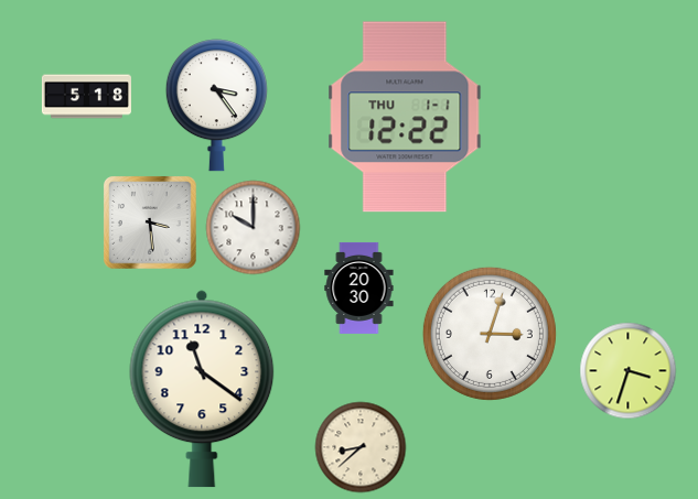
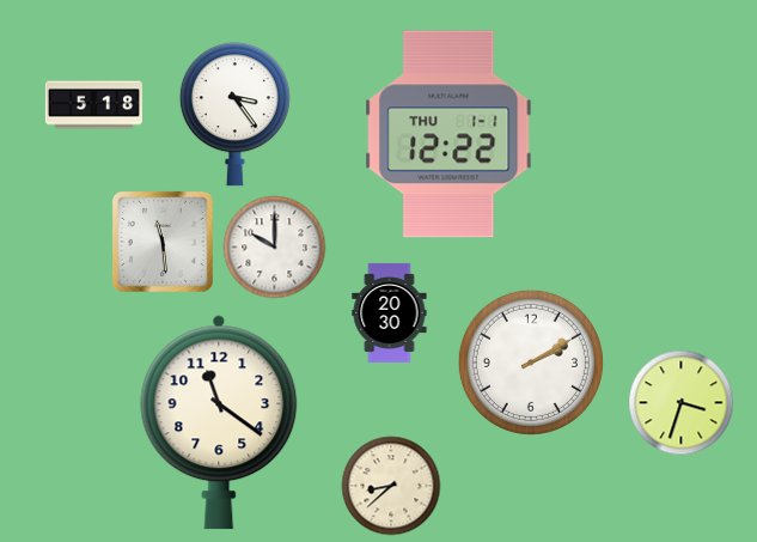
clock at (405, 117) position: (405, 117) -> (448, 134)
clock at (150, 223): 3:29 -> 11:29
clock at (490, 334): 3:03 -> 2:10
